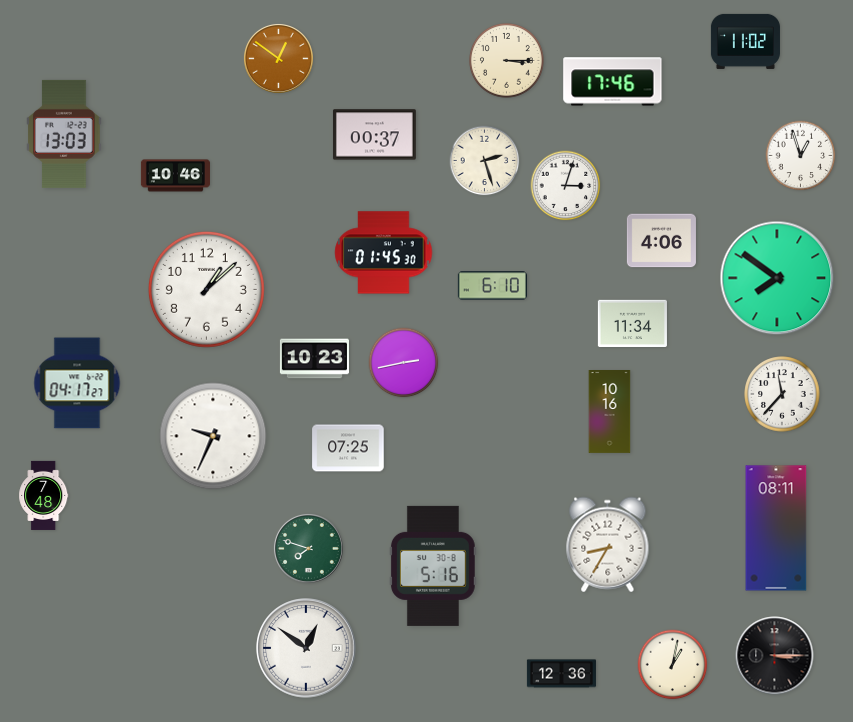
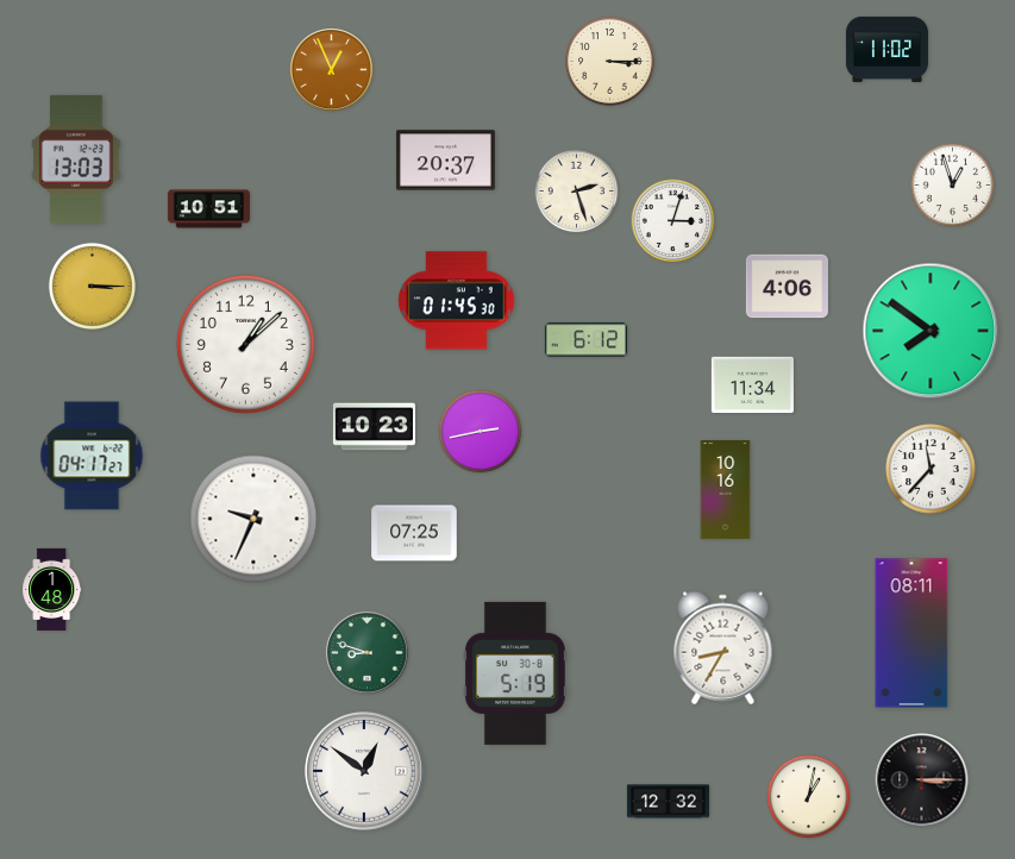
clock at (278, 58): 12:51 -> 12:56
clock at (507, 61) position: (507, 61) -> (610, 62)
clock at (613, 82): 17:46 -> none
clock at (374, 135): 00:37 -> 20:37
clock at (175, 176): 10:46 -> 10:51
clock at (92, 286): none -> 3:15
clock at (777, 278) position: (777, 278) -> (931, 331)
clock at (492, 286): 6:10 -> 6:12
clock at (44, 495): 7:48 -> 1:48
clock at (776, 528) position: (776, 528) -> (911, 633)
clock at (308, 548): 7:48 -> 8:48
clock at (433, 566): 5:16 -> 5:19
clock at (673, 665) position: (673, 665) -> (809, 797)
clock at (561, 674): 12:36 -> 12:32
